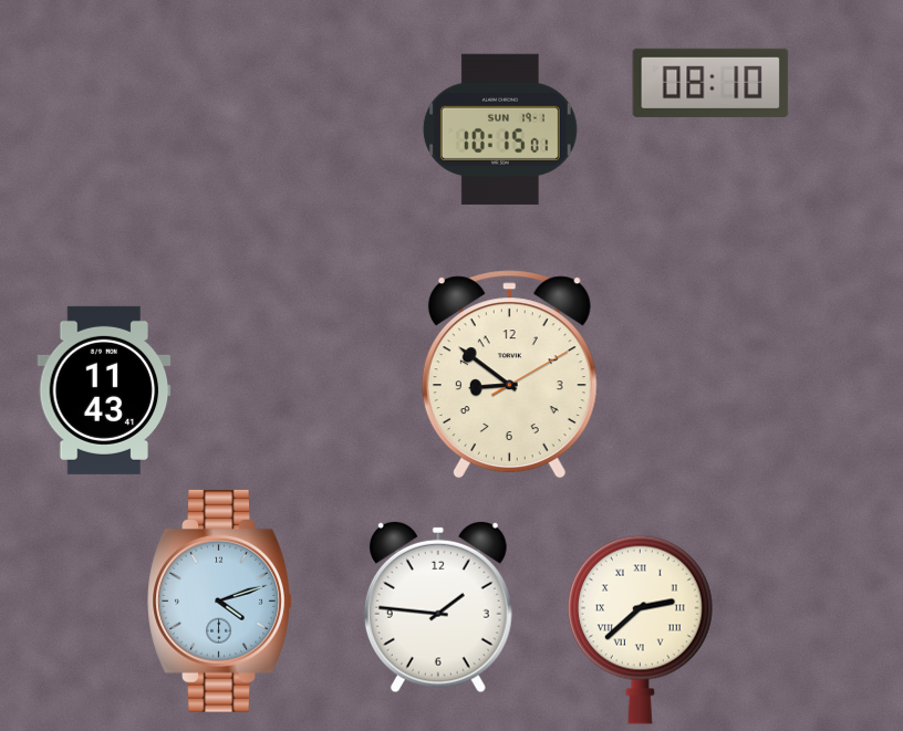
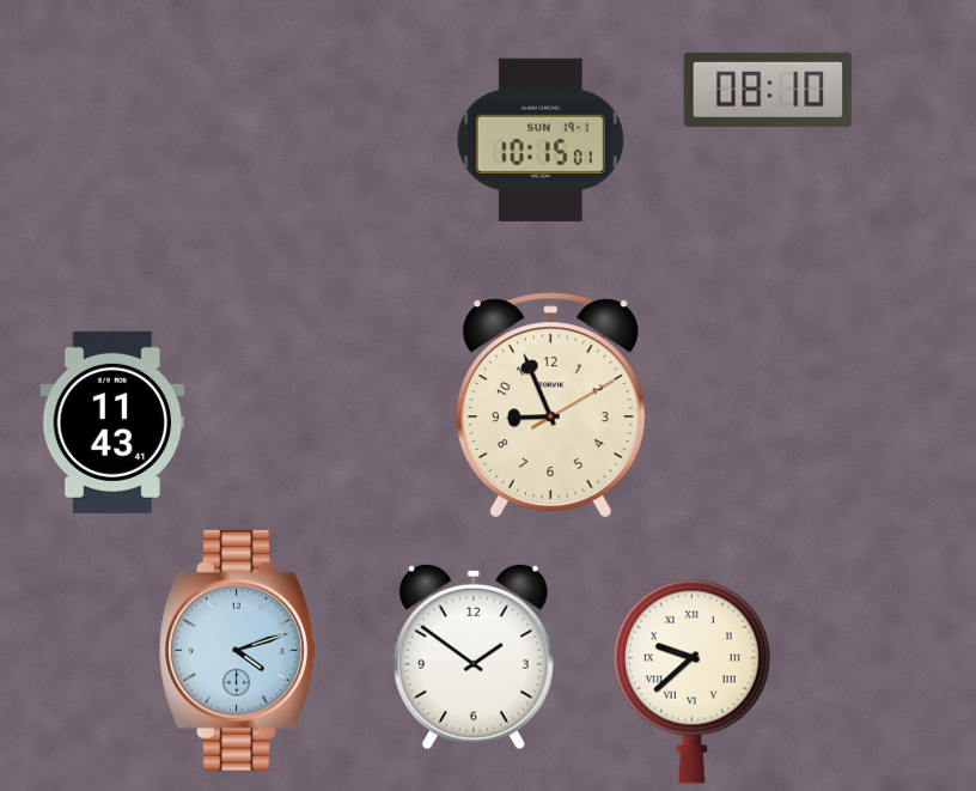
clock at (509, 374): 8:51 -> 8:56
clock at (438, 607): 1:46 -> 1:51
clock at (640, 629): 2:38 -> 9:38
